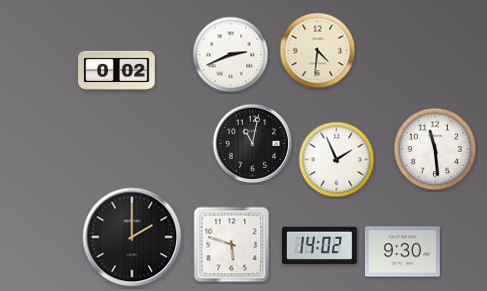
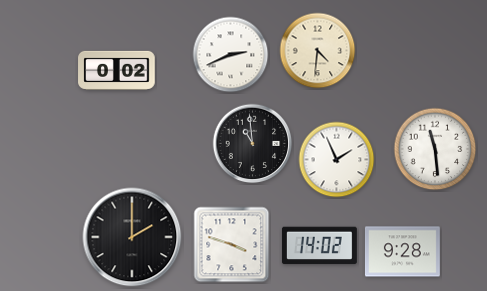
clock at (253, 144): 11:02 -> 10:59
clock at (232, 245): 5:48 -> 3:48
clock at (402, 252): 9:30 -> 9:28
